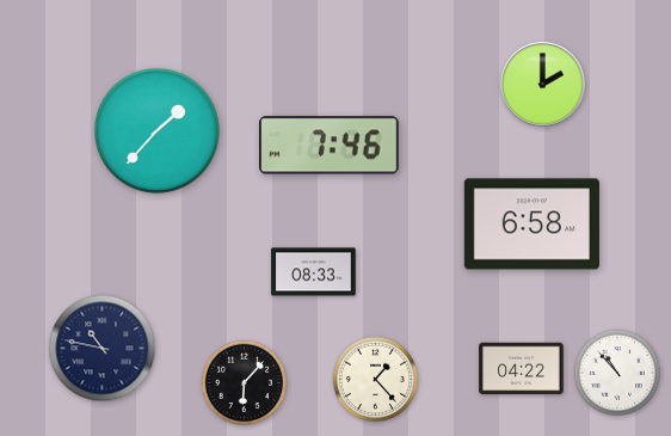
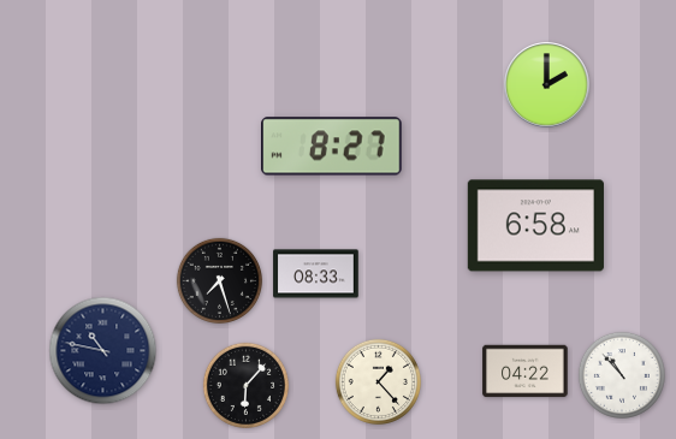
clock at (156, 130): 1:37 -> none
clock at (330, 146): 7:46 -> 8:27
clock at (219, 280): none -> 7:27
